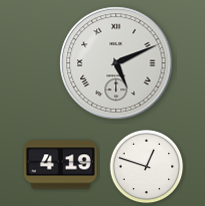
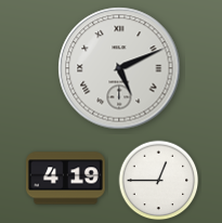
clock at (116, 63) position: (116, 63) -> (119, 68)
clock at (147, 167): 12:48 -> 12:45
